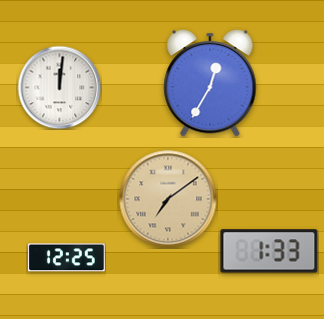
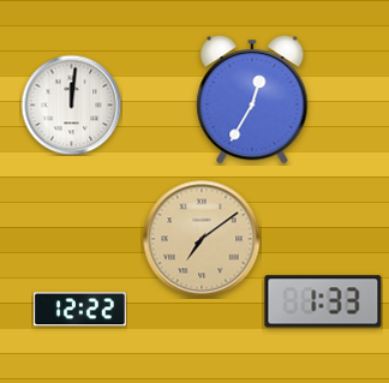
clock at (67, 258): 12:25 -> 12:22
